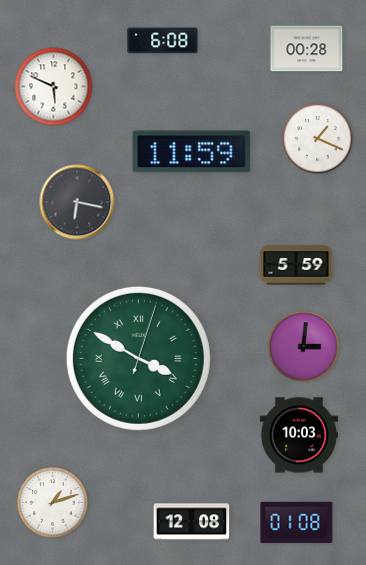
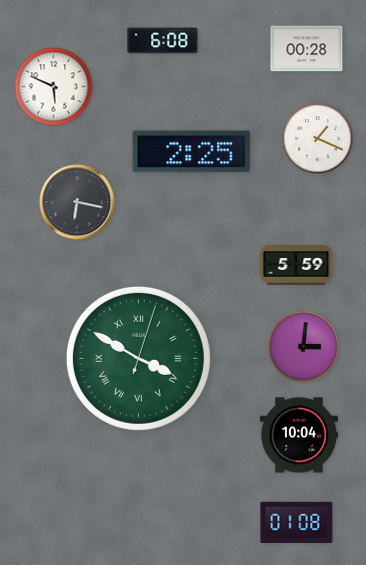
clock at (192, 152): 11:59 -> 2:25
clock at (299, 435): 10:03 -> 10:04
clock at (53, 503): 1:12 -> none
clock at (192, 522): 12:08 -> none
